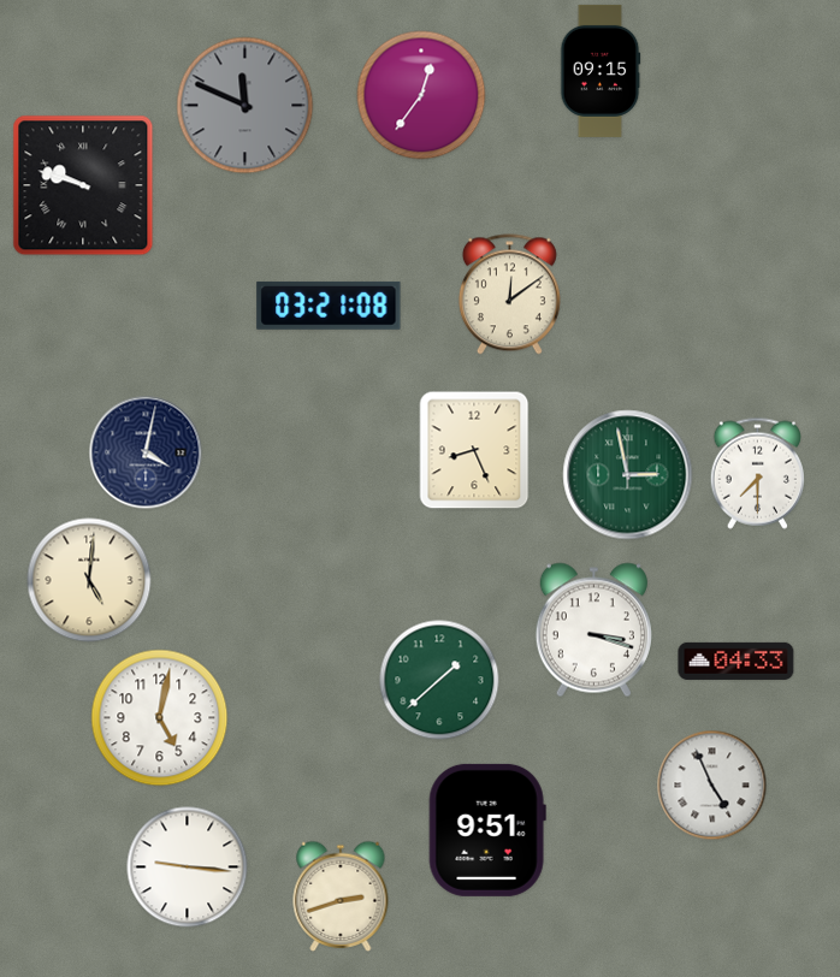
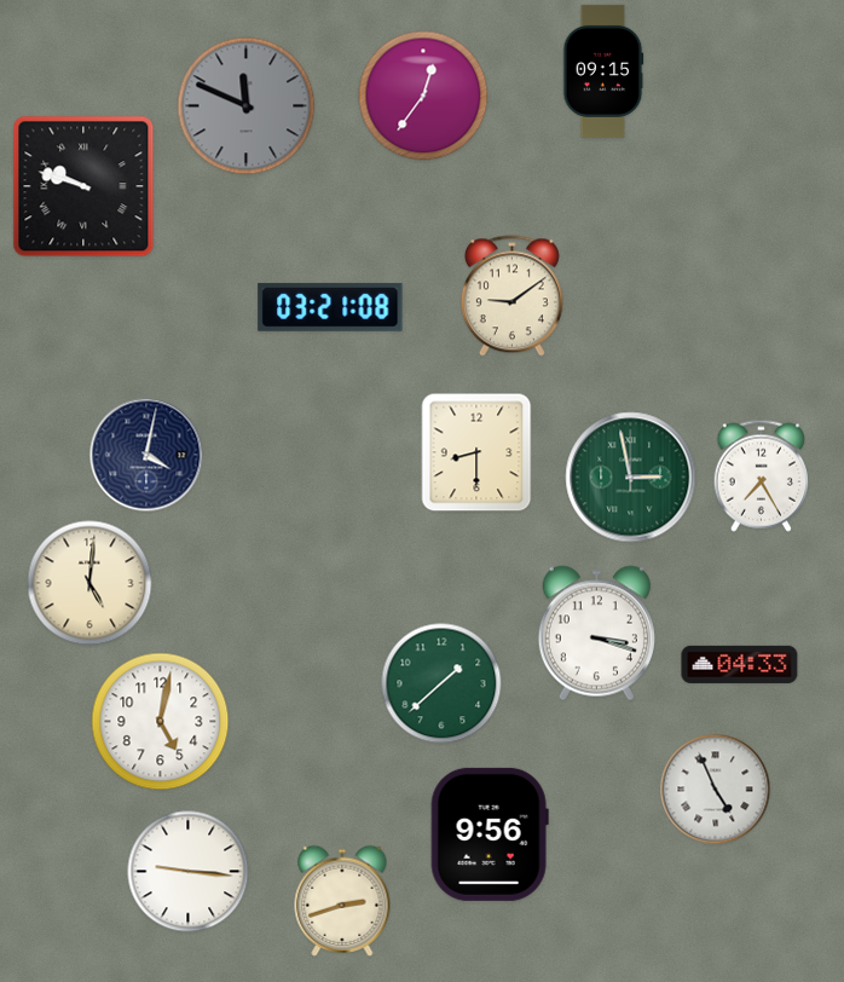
clock at (509, 295): 12:09 -> 9:09
clock at (474, 450): 8:26 -> 8:30
clock at (757, 473): 7:30 -> 7:25
clock at (487, 830): 9:51 -> 9:56
